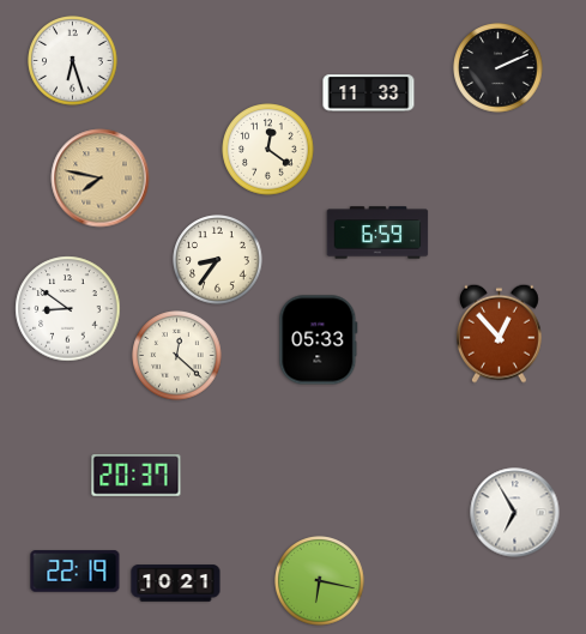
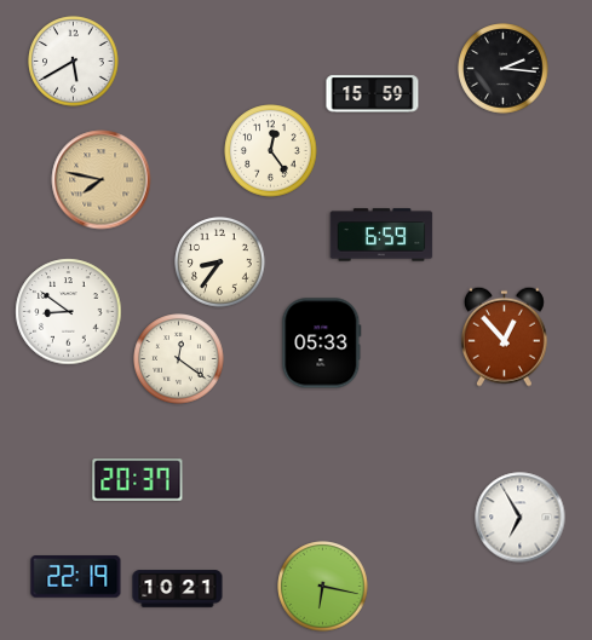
clock at (73, 61): 6:27 -> 5:40
clock at (499, 68): 2:11 -> 2:16
clock at (369, 93): 11:33 -> 15:59
clock at (268, 150): 12:21 -> 12:24
clock at (177, 356): 12:22 -> 12:21
